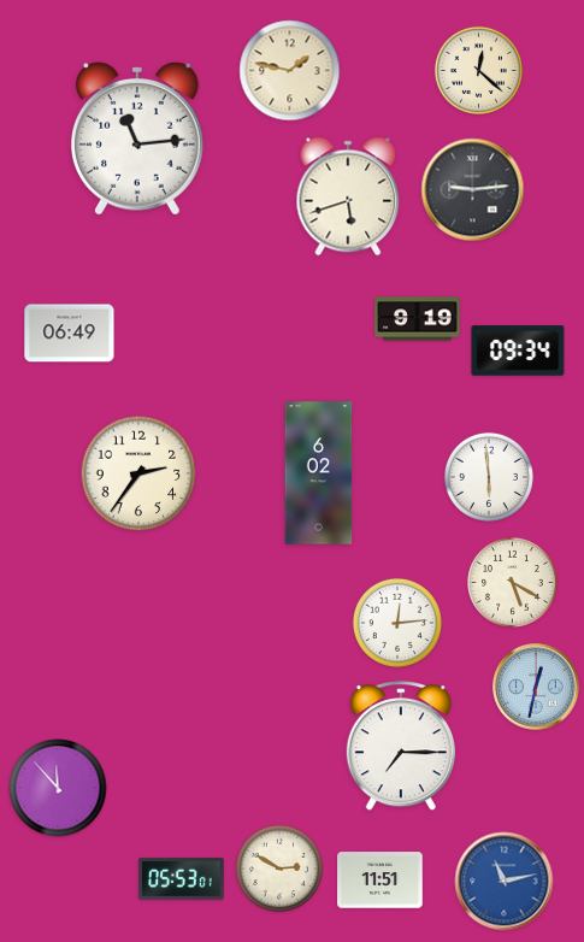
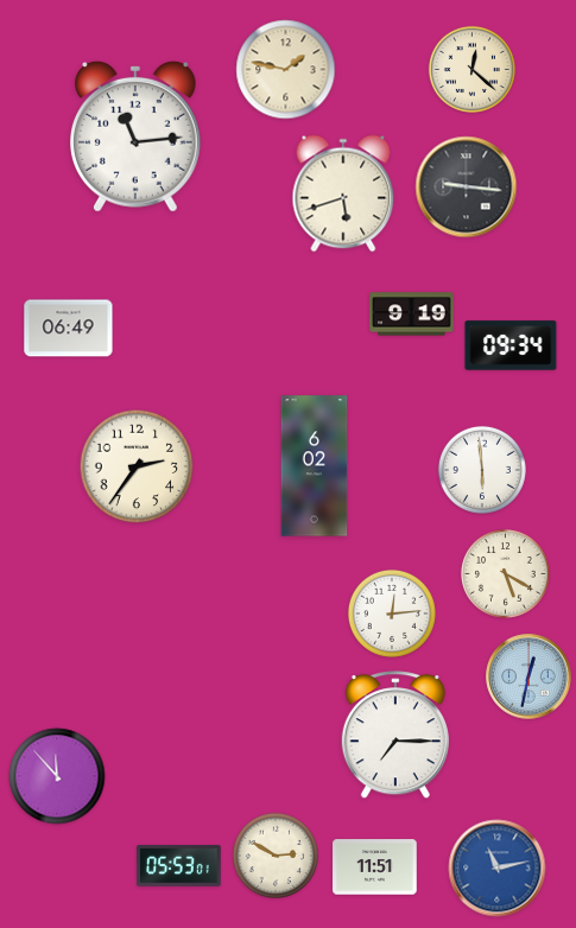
clock at (473, 190): 9:14 -> 9:16
